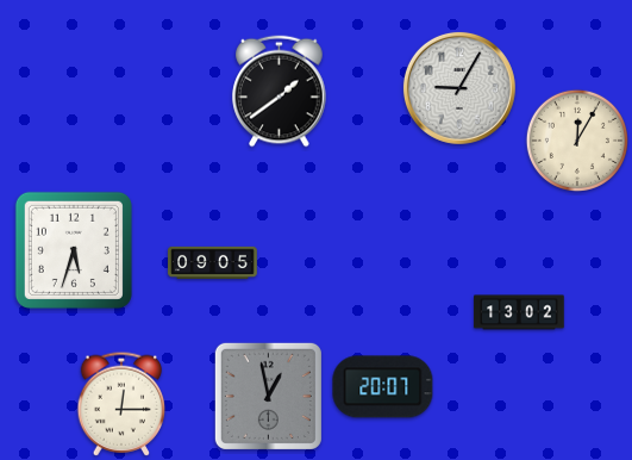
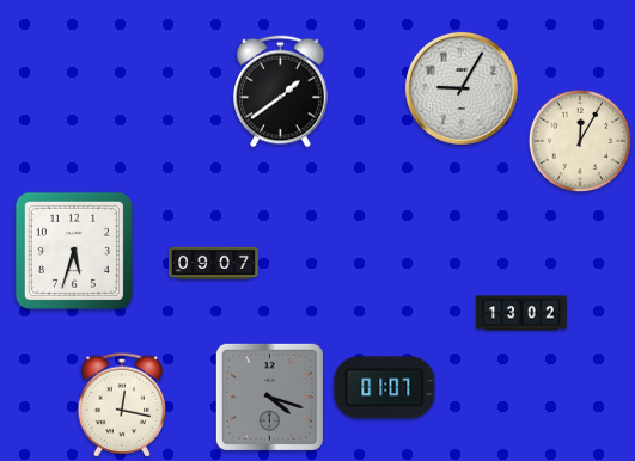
clock at (213, 263): 09:05 -> 09:07
clock at (383, 387): 20:07 -> 01:07
clock at (268, 396): 12:58 -> 4:18
clock at (121, 404): 12:15 -> 12:17
